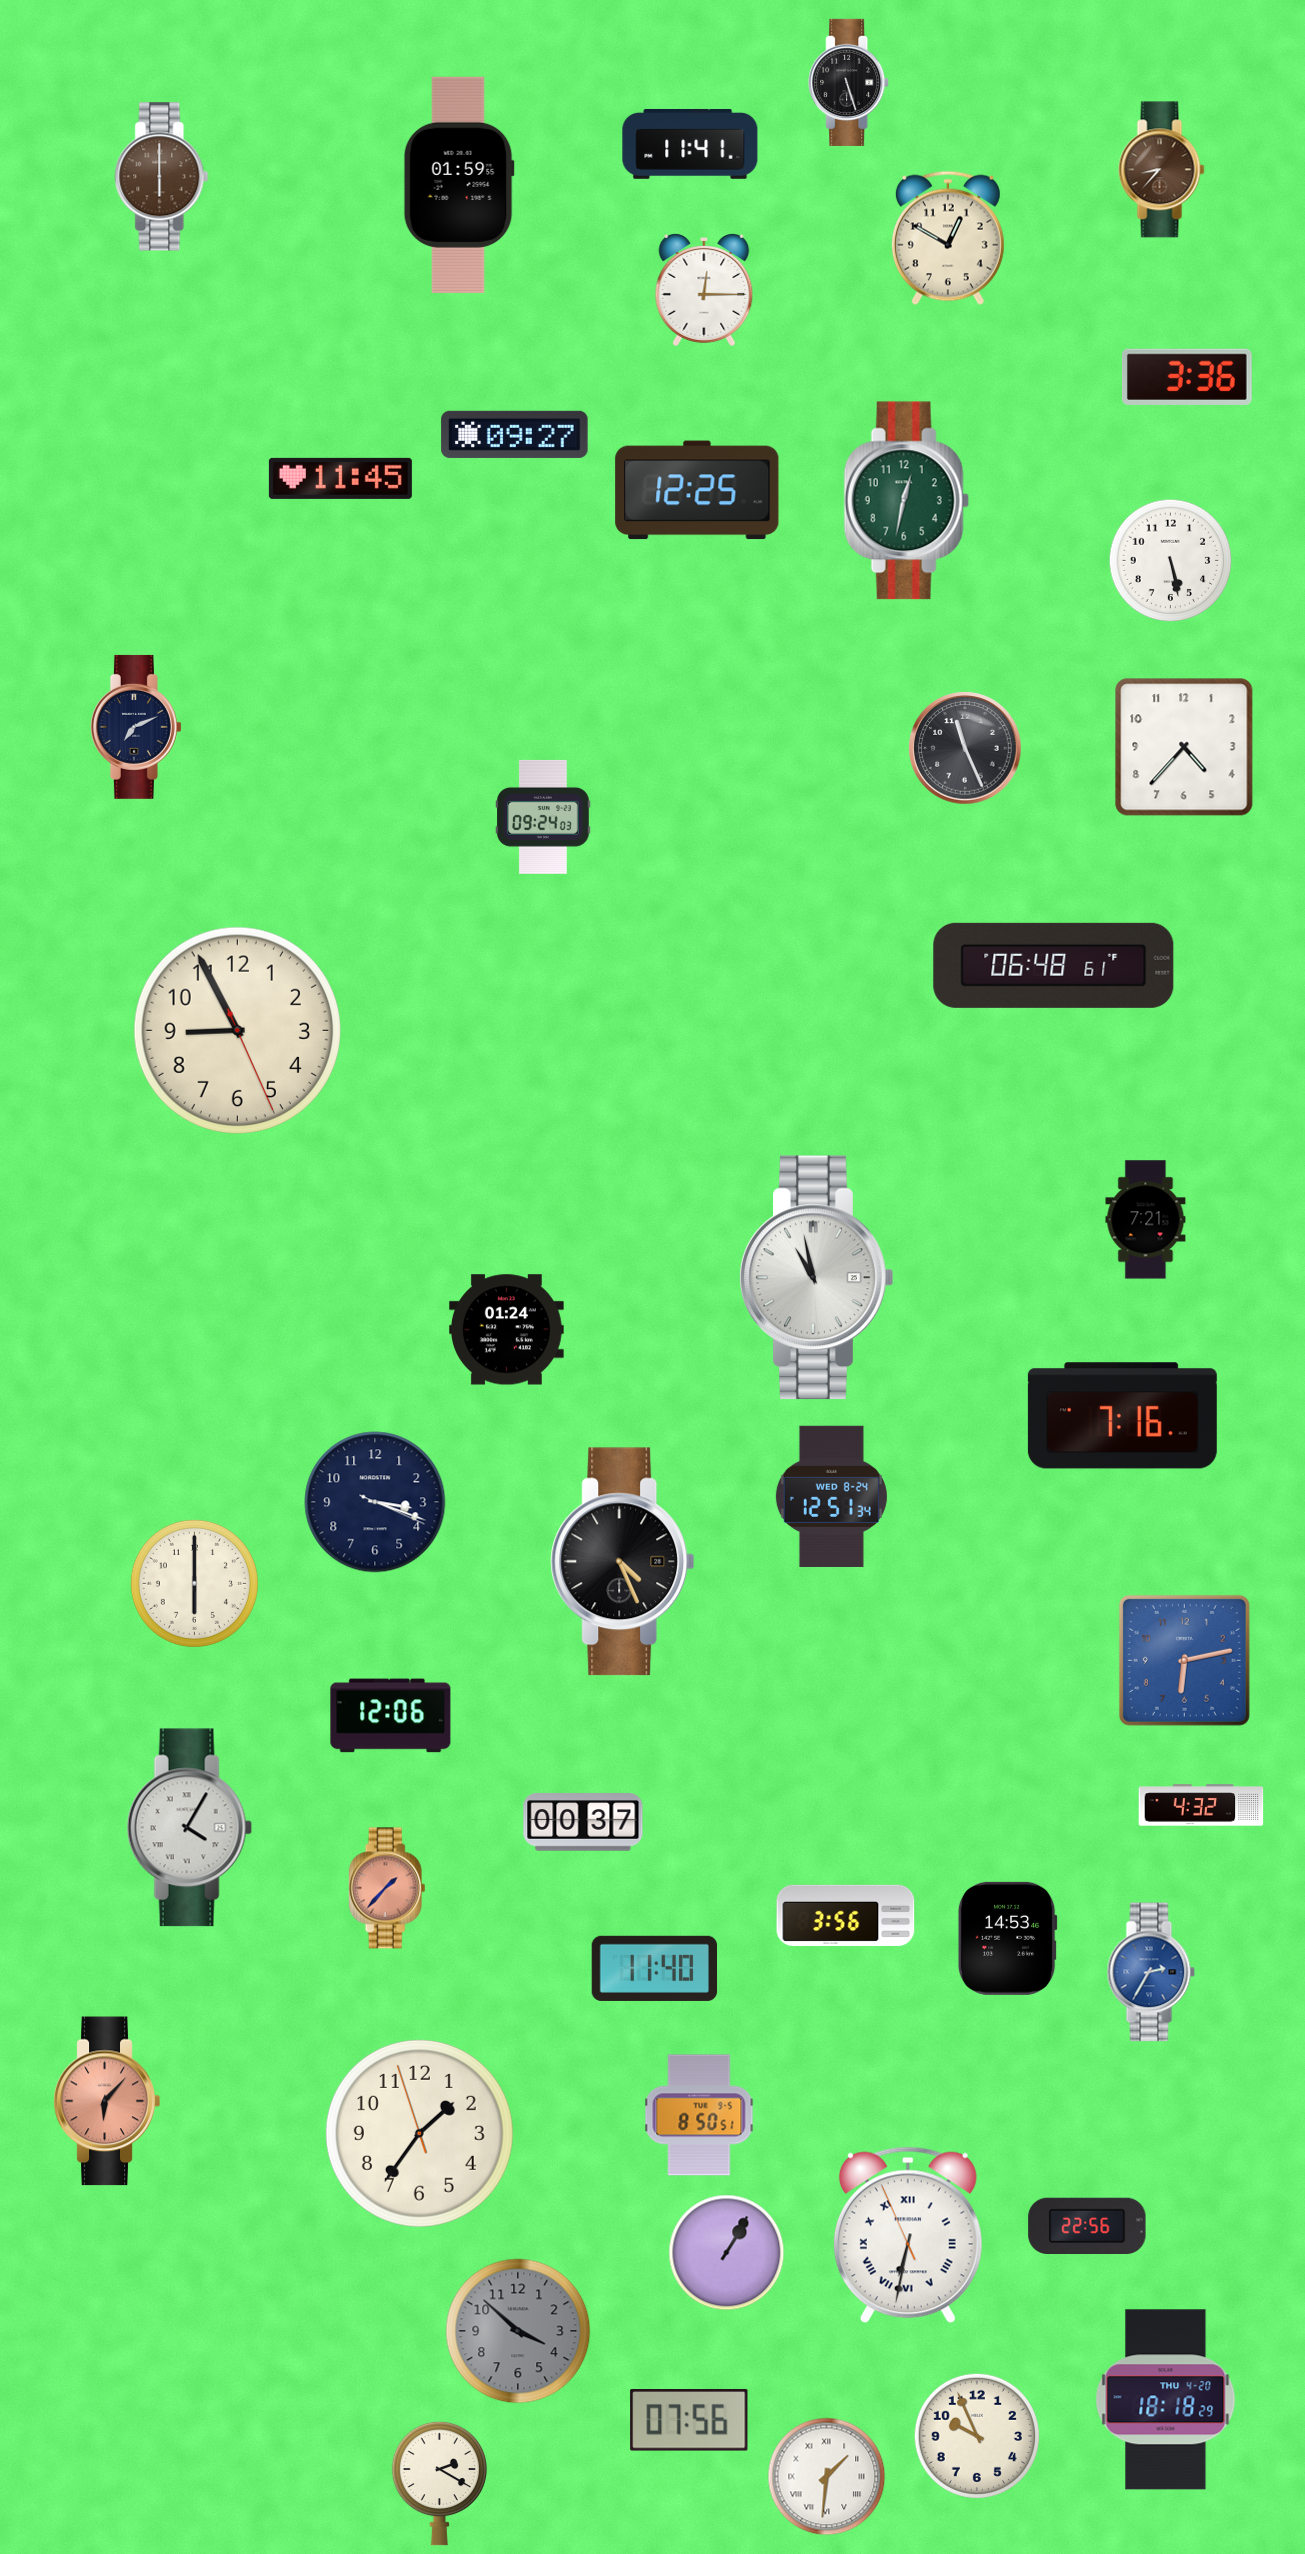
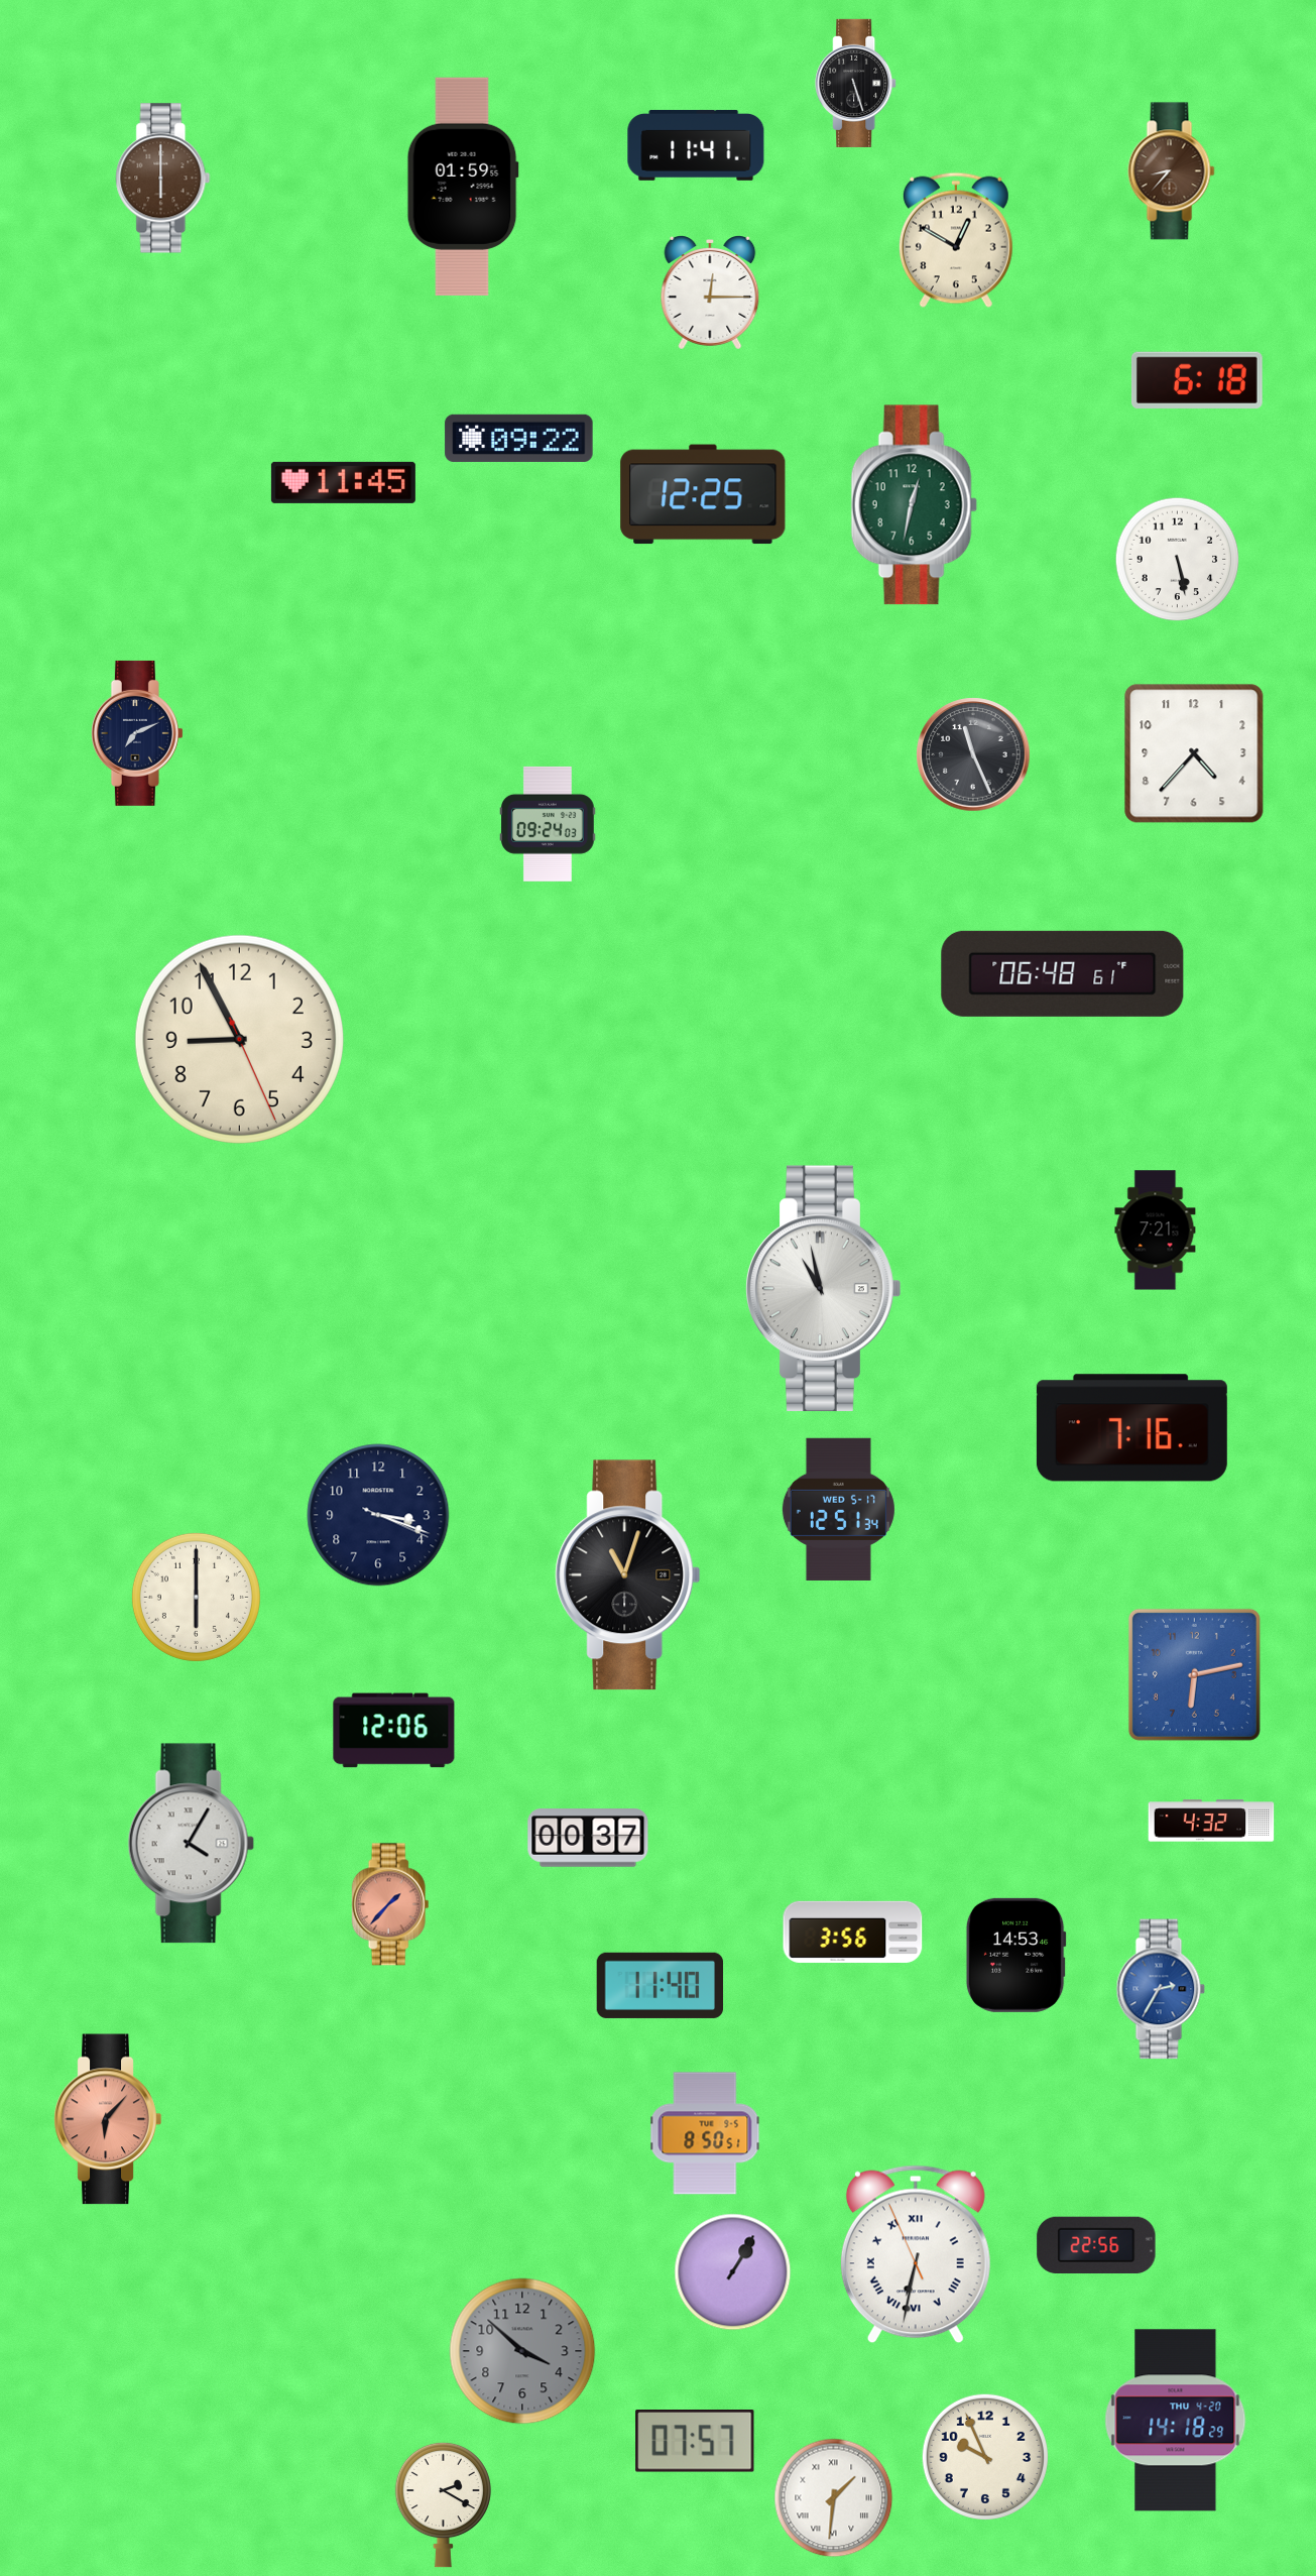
clock at (1187, 377): 3:36 -> 6:18
clock at (515, 434): 09:27 -> 09:22
clock at (1171, 561) position: (1171, 561) -> (1178, 560)
clock at (507, 1330): 01:24 -> none
clock at (831, 1496) date: WED 8-24 -> WED 5-17
clock at (623, 1562): 4:26 -> 11:03
clock at (419, 2133): 1:35 -> none
clock at (1166, 2400): 18:18 -> 14:18
clock at (689, 2421): 07:56 -> 07:57
